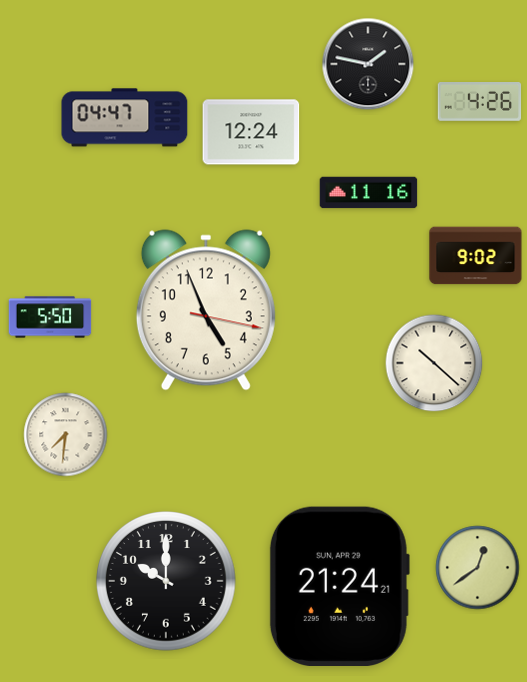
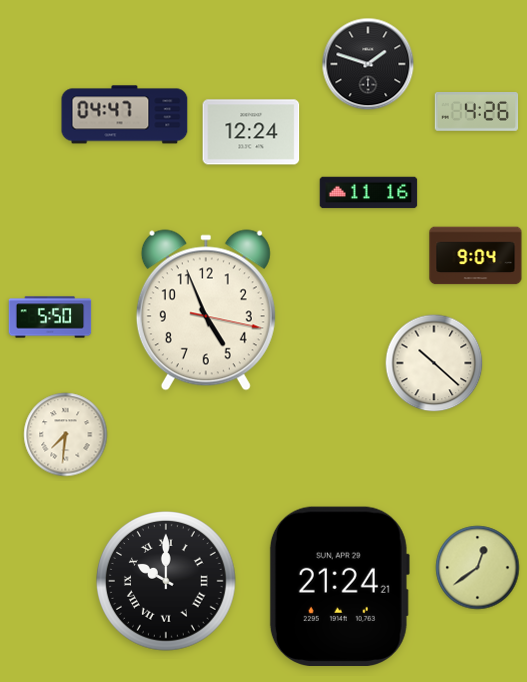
clock at (368, 64): 1:47 -> 1:48
clock at (480, 102) position: (480, 102) -> (477, 112)
clock at (125, 118) position: (125, 118) -> (125, 115)
clock at (476, 256): 9:02 -> 9:04
clock at (167, 582) numerals: Arabic -> Roman
